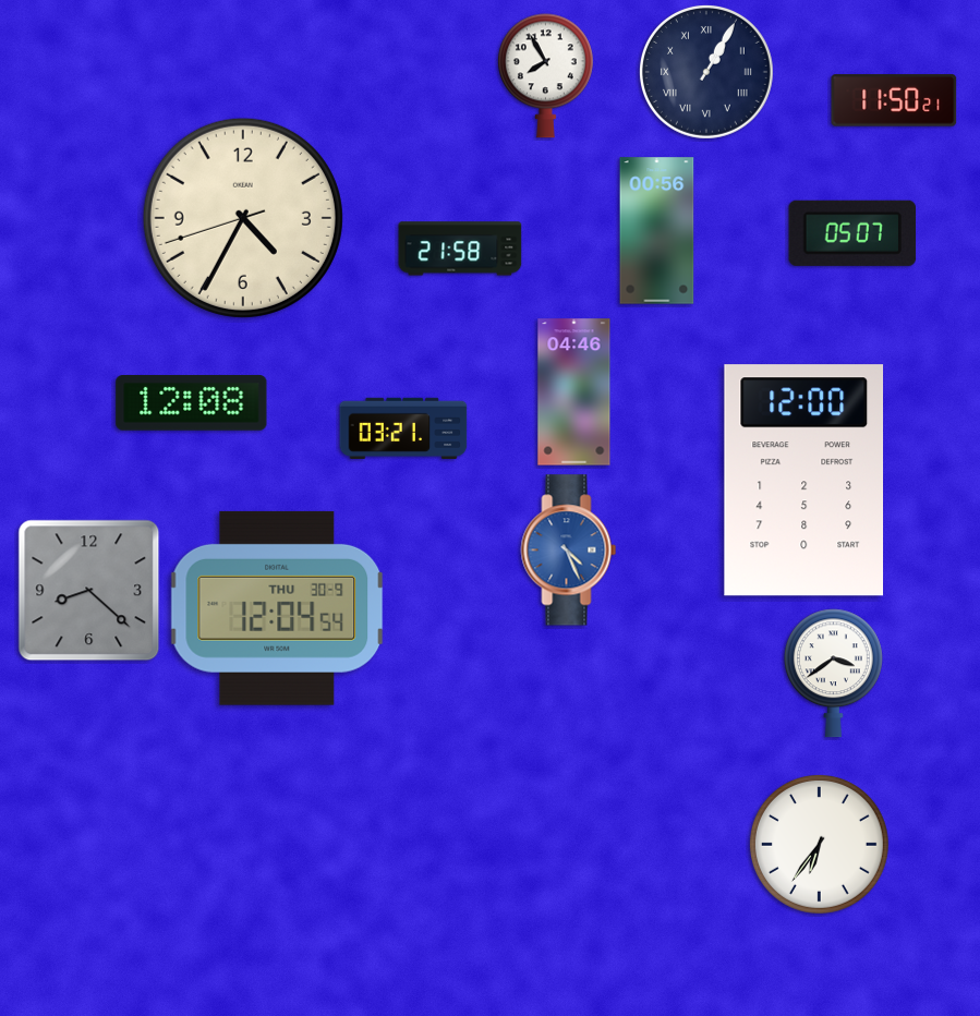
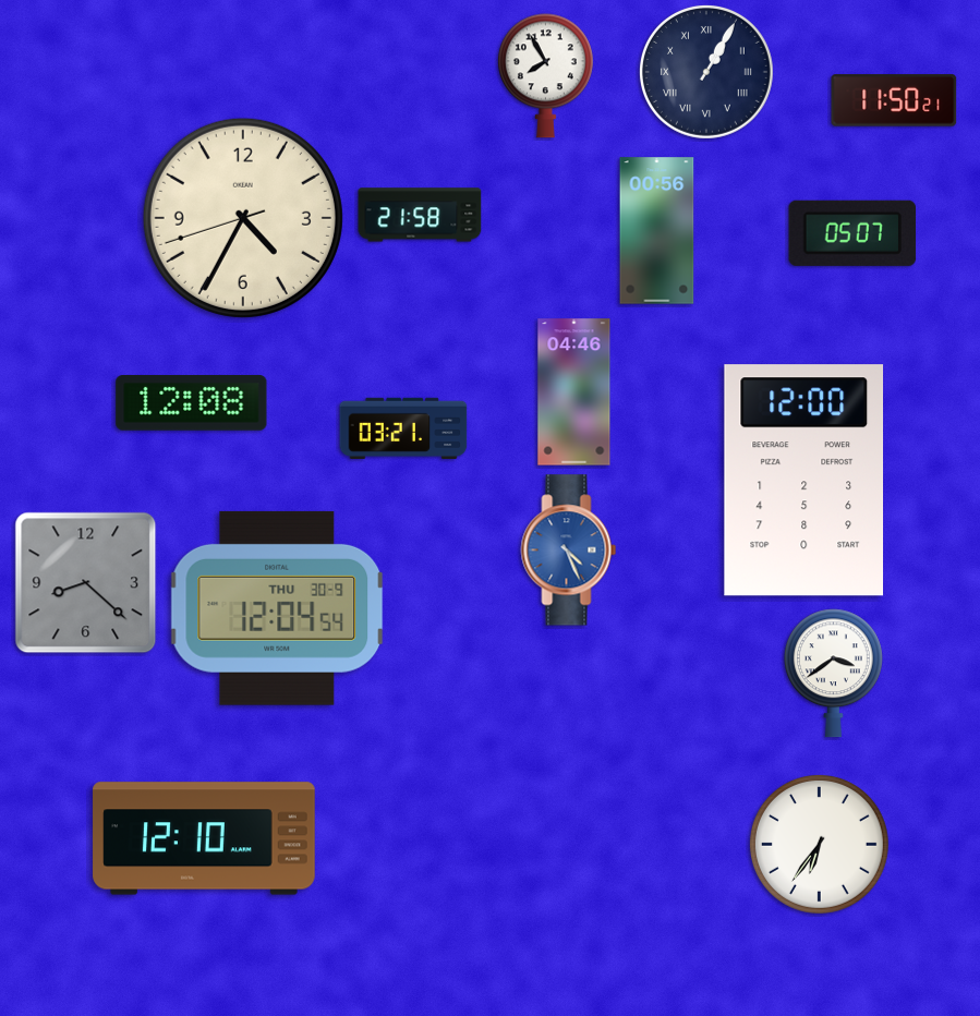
clock at (460, 249) position: (460, 249) -> (420, 215)
clock at (89, 591) position: (89, 591) -> (86, 583)
clock at (204, 838): none -> 12:10
